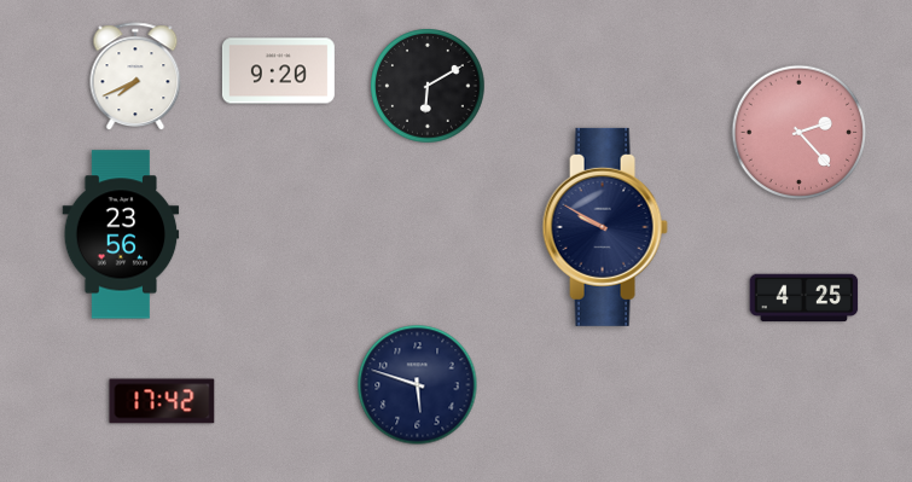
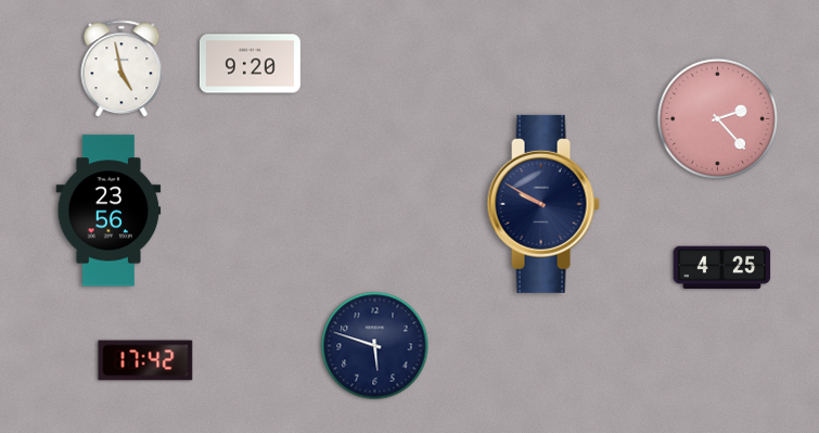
clock at (135, 77): 7:41 -> 4:58
clock at (428, 86): 6:10 -> none
